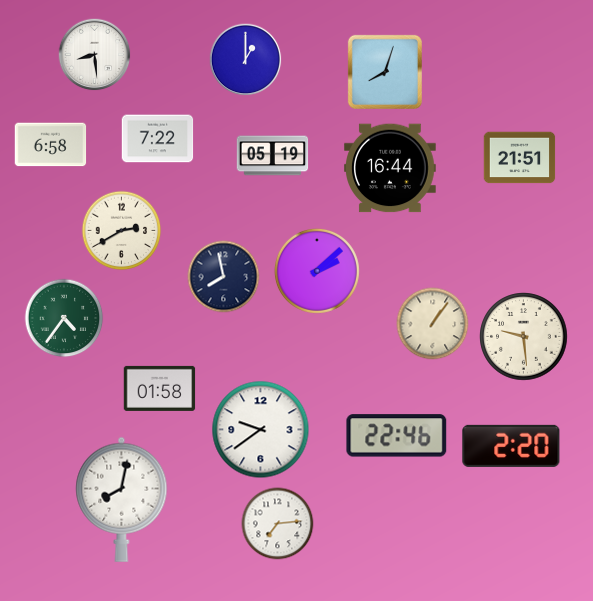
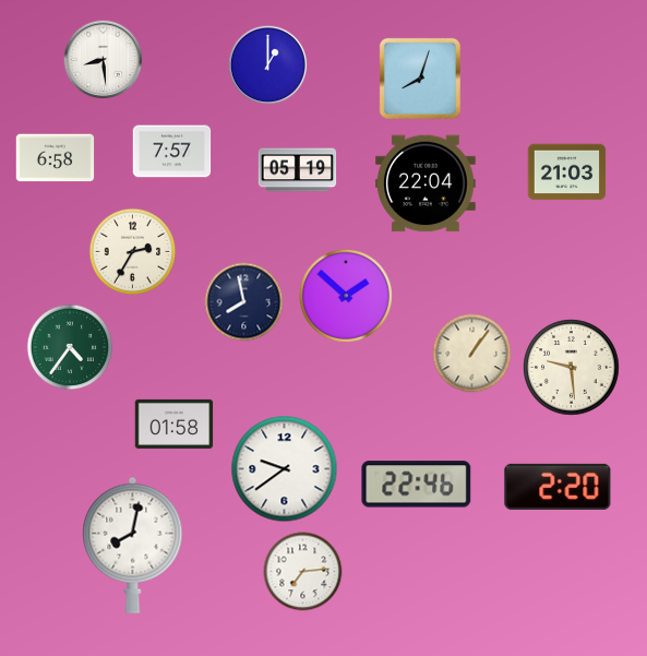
clock at (158, 139): 7:22 -> 7:57
clock at (520, 158): 21:51 -> 21:03
clock at (391, 168): 16:44 -> 22:04
clock at (122, 231): 2:40 -> 2:35
clock at (317, 271): 2:08 -> 1:52
clock at (397, 436) position: (397, 436) -> (417, 485)
